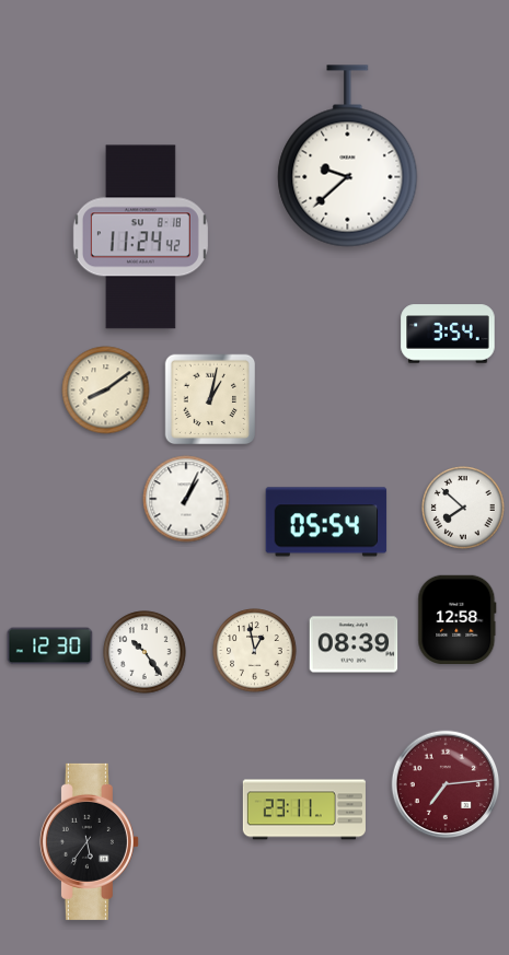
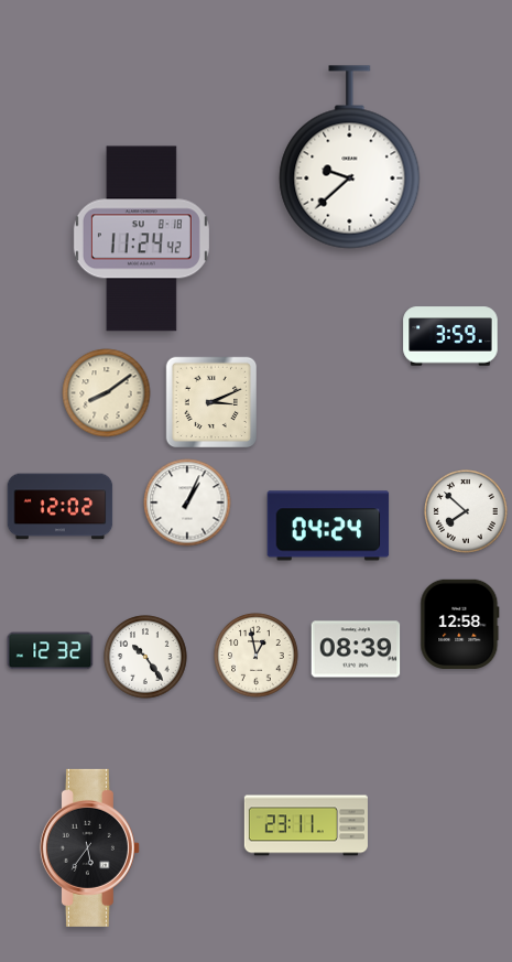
clock at (448, 334): 3:54 -> 3:59
clock at (210, 399): 1:02 -> 3:11
clock at (61, 507): none -> 12:02
clock at (326, 522): 05:54 -> 04:24
clock at (50, 647): 12:30 -> 12:32
clock at (446, 784): 7:14 -> none
clock at (304, 810) position: (304, 810) -> (306, 825)
